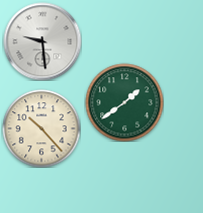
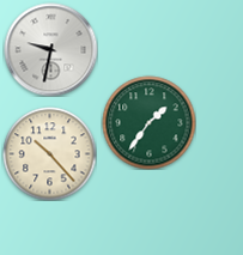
clock at (42, 41): 9:29 -> 9:32
clock at (124, 102): 1:39 -> 1:36
